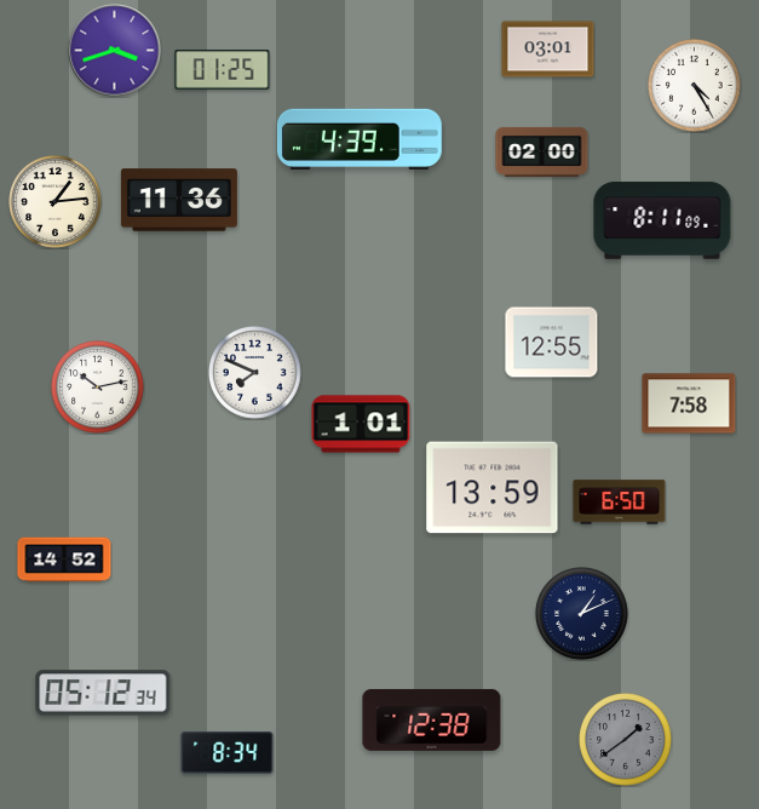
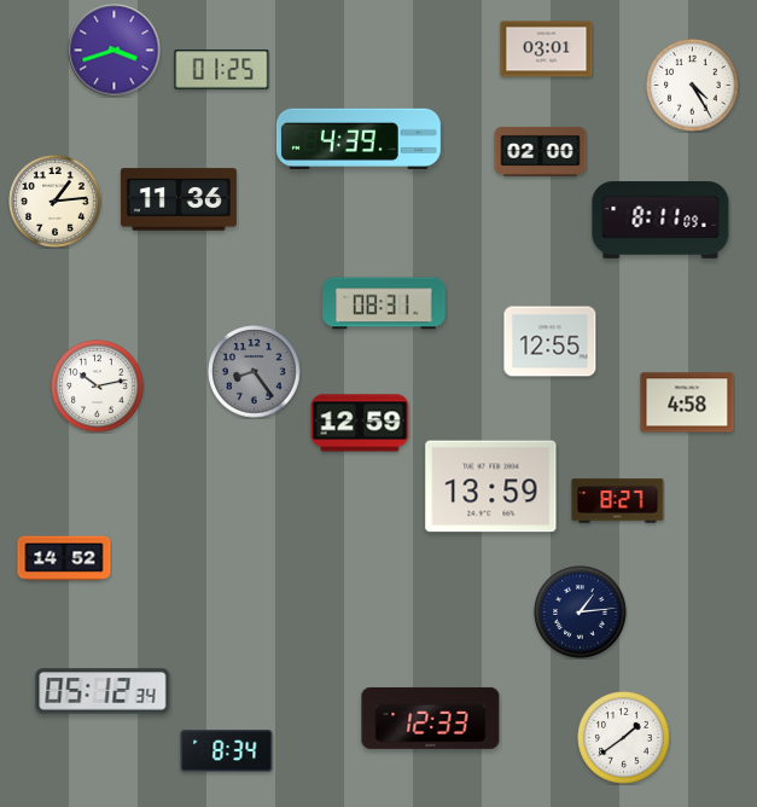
clock at (384, 303): none -> 08:31
clock at (255, 373): 7:49 -> 8:24
clock at (255, 373) dial: white -> grey
clock at (689, 403): 7:58 -> 4:58
clock at (361, 424): 1:01 -> 12:59
clock at (620, 503): 6:50 -> 8:27
clock at (582, 614): 1:11 -> 1:14
clock at (432, 719): 12:38 -> 12:33
clock at (626, 740) dial: grey -> white
